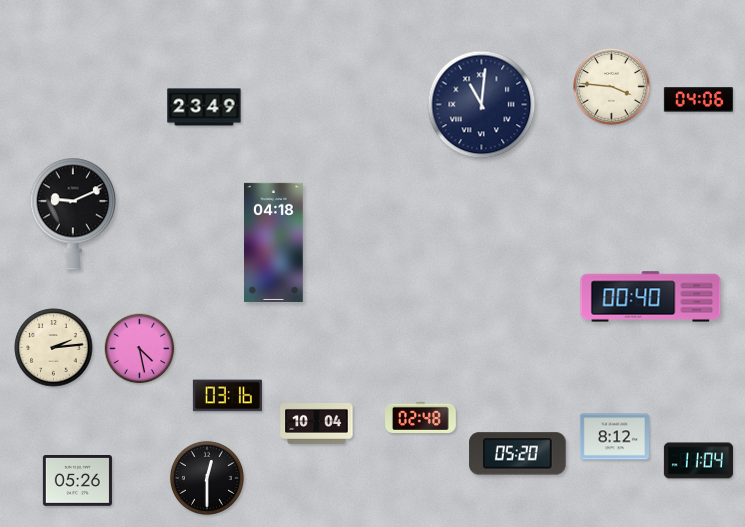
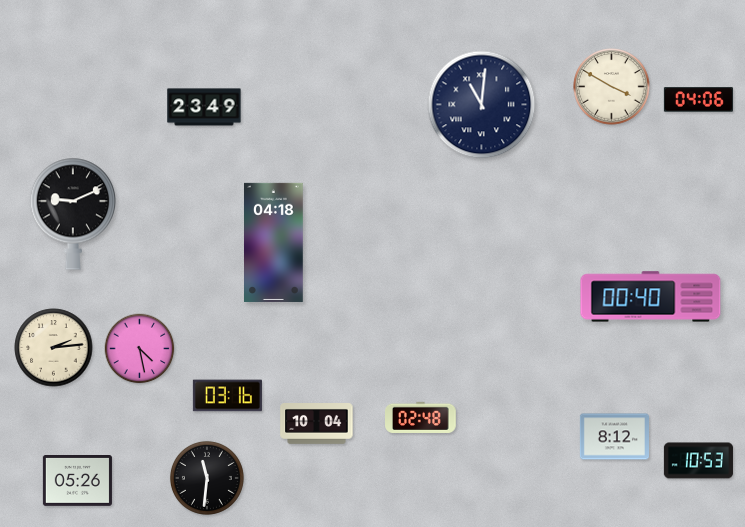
clock at (612, 87): 3:46 -> 3:50
clock at (518, 454): 05:20 -> none
clock at (698, 461): 11:04 -> 10:53
clock at (207, 478): 12:30 -> 11:31
